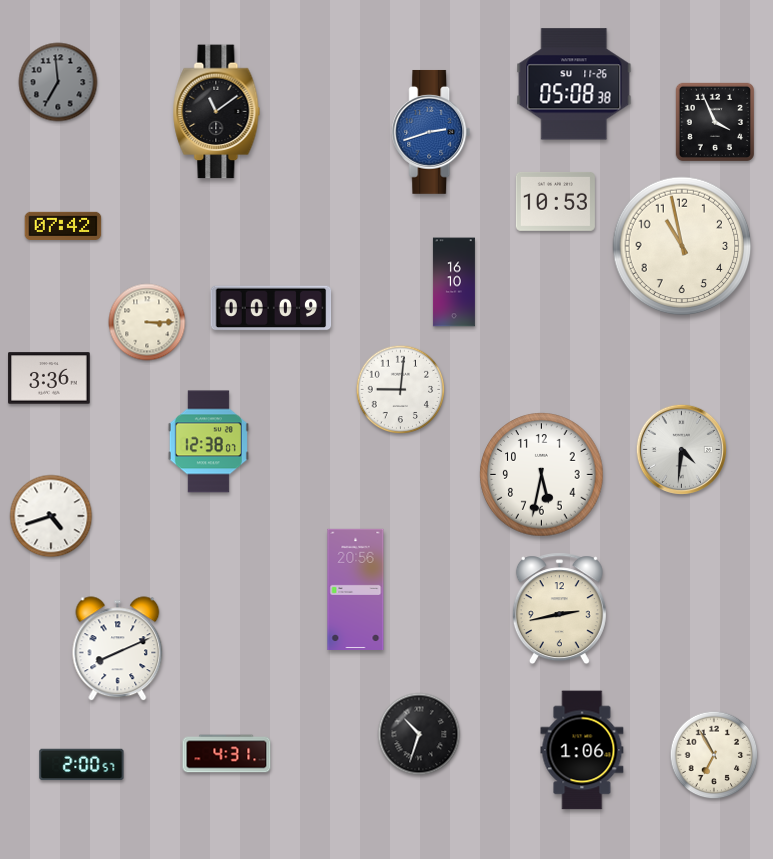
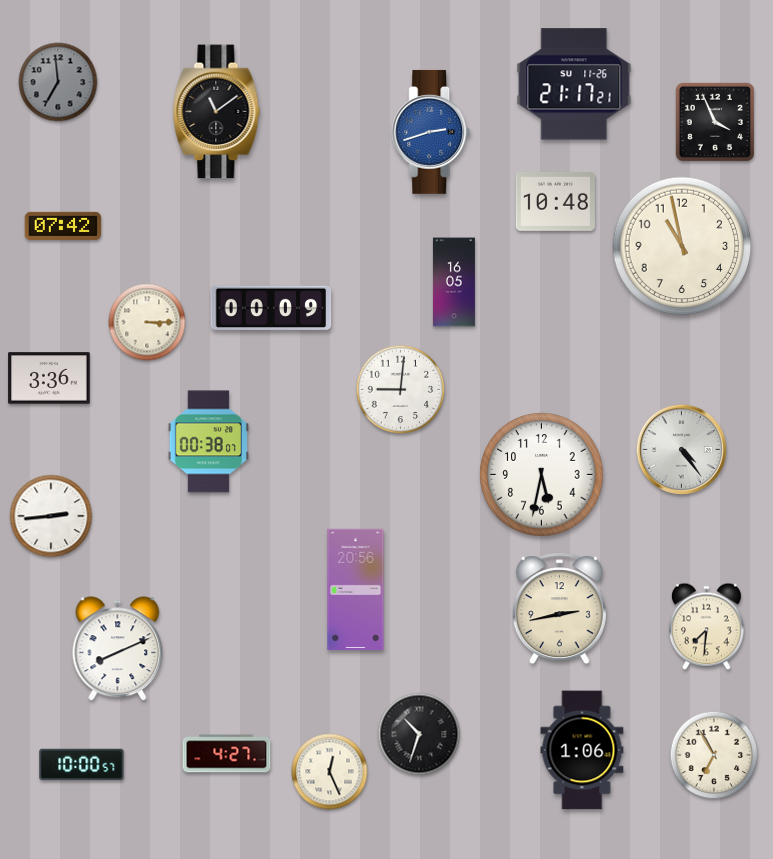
clock at (574, 84): 05:08 -> 21:17
clock at (555, 201): 10:53 -> 10:48
clock at (454, 282): 16:10 -> 16:05
clock at (208, 442): 12:38 -> 00:38
clock at (681, 449): 4:31 -> 4:24
clock at (51, 516): 4:42 -> 2:44
clock at (707, 627): none -> 7:31
clock at (227, 754): 4:31 -> 4:27
clock at (82, 765): 2:00 -> 10:00
clock at (330, 772): none -> 12:26
